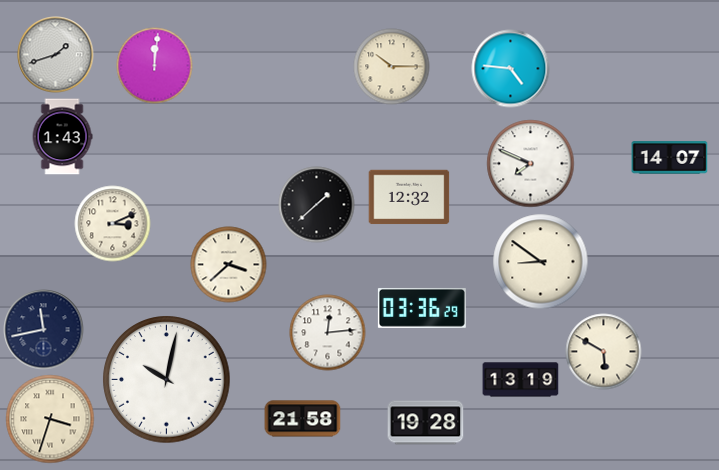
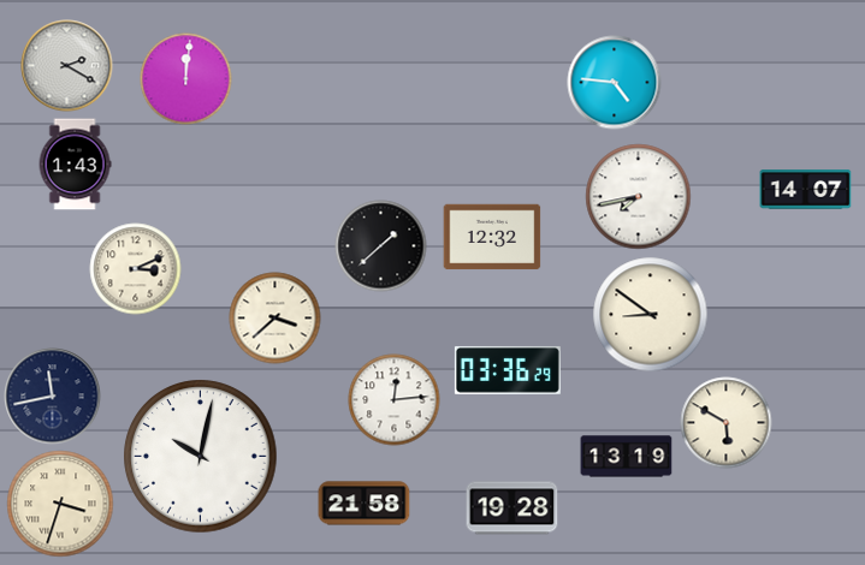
clock at (56, 55): 1:42 -> 2:20
clock at (392, 67): 10:15 -> none
clock at (531, 164): 7:49 -> 7:43
